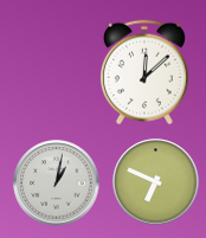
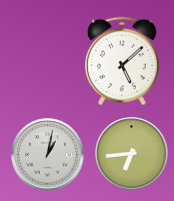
clock at (144, 72): 12:08 -> 5:08
clock at (156, 182): 6:49 -> 6:44
